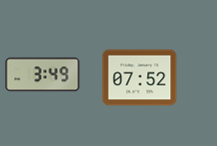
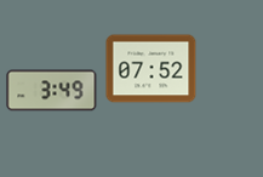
clock at (140, 78) position: (140, 78) -> (151, 69)
